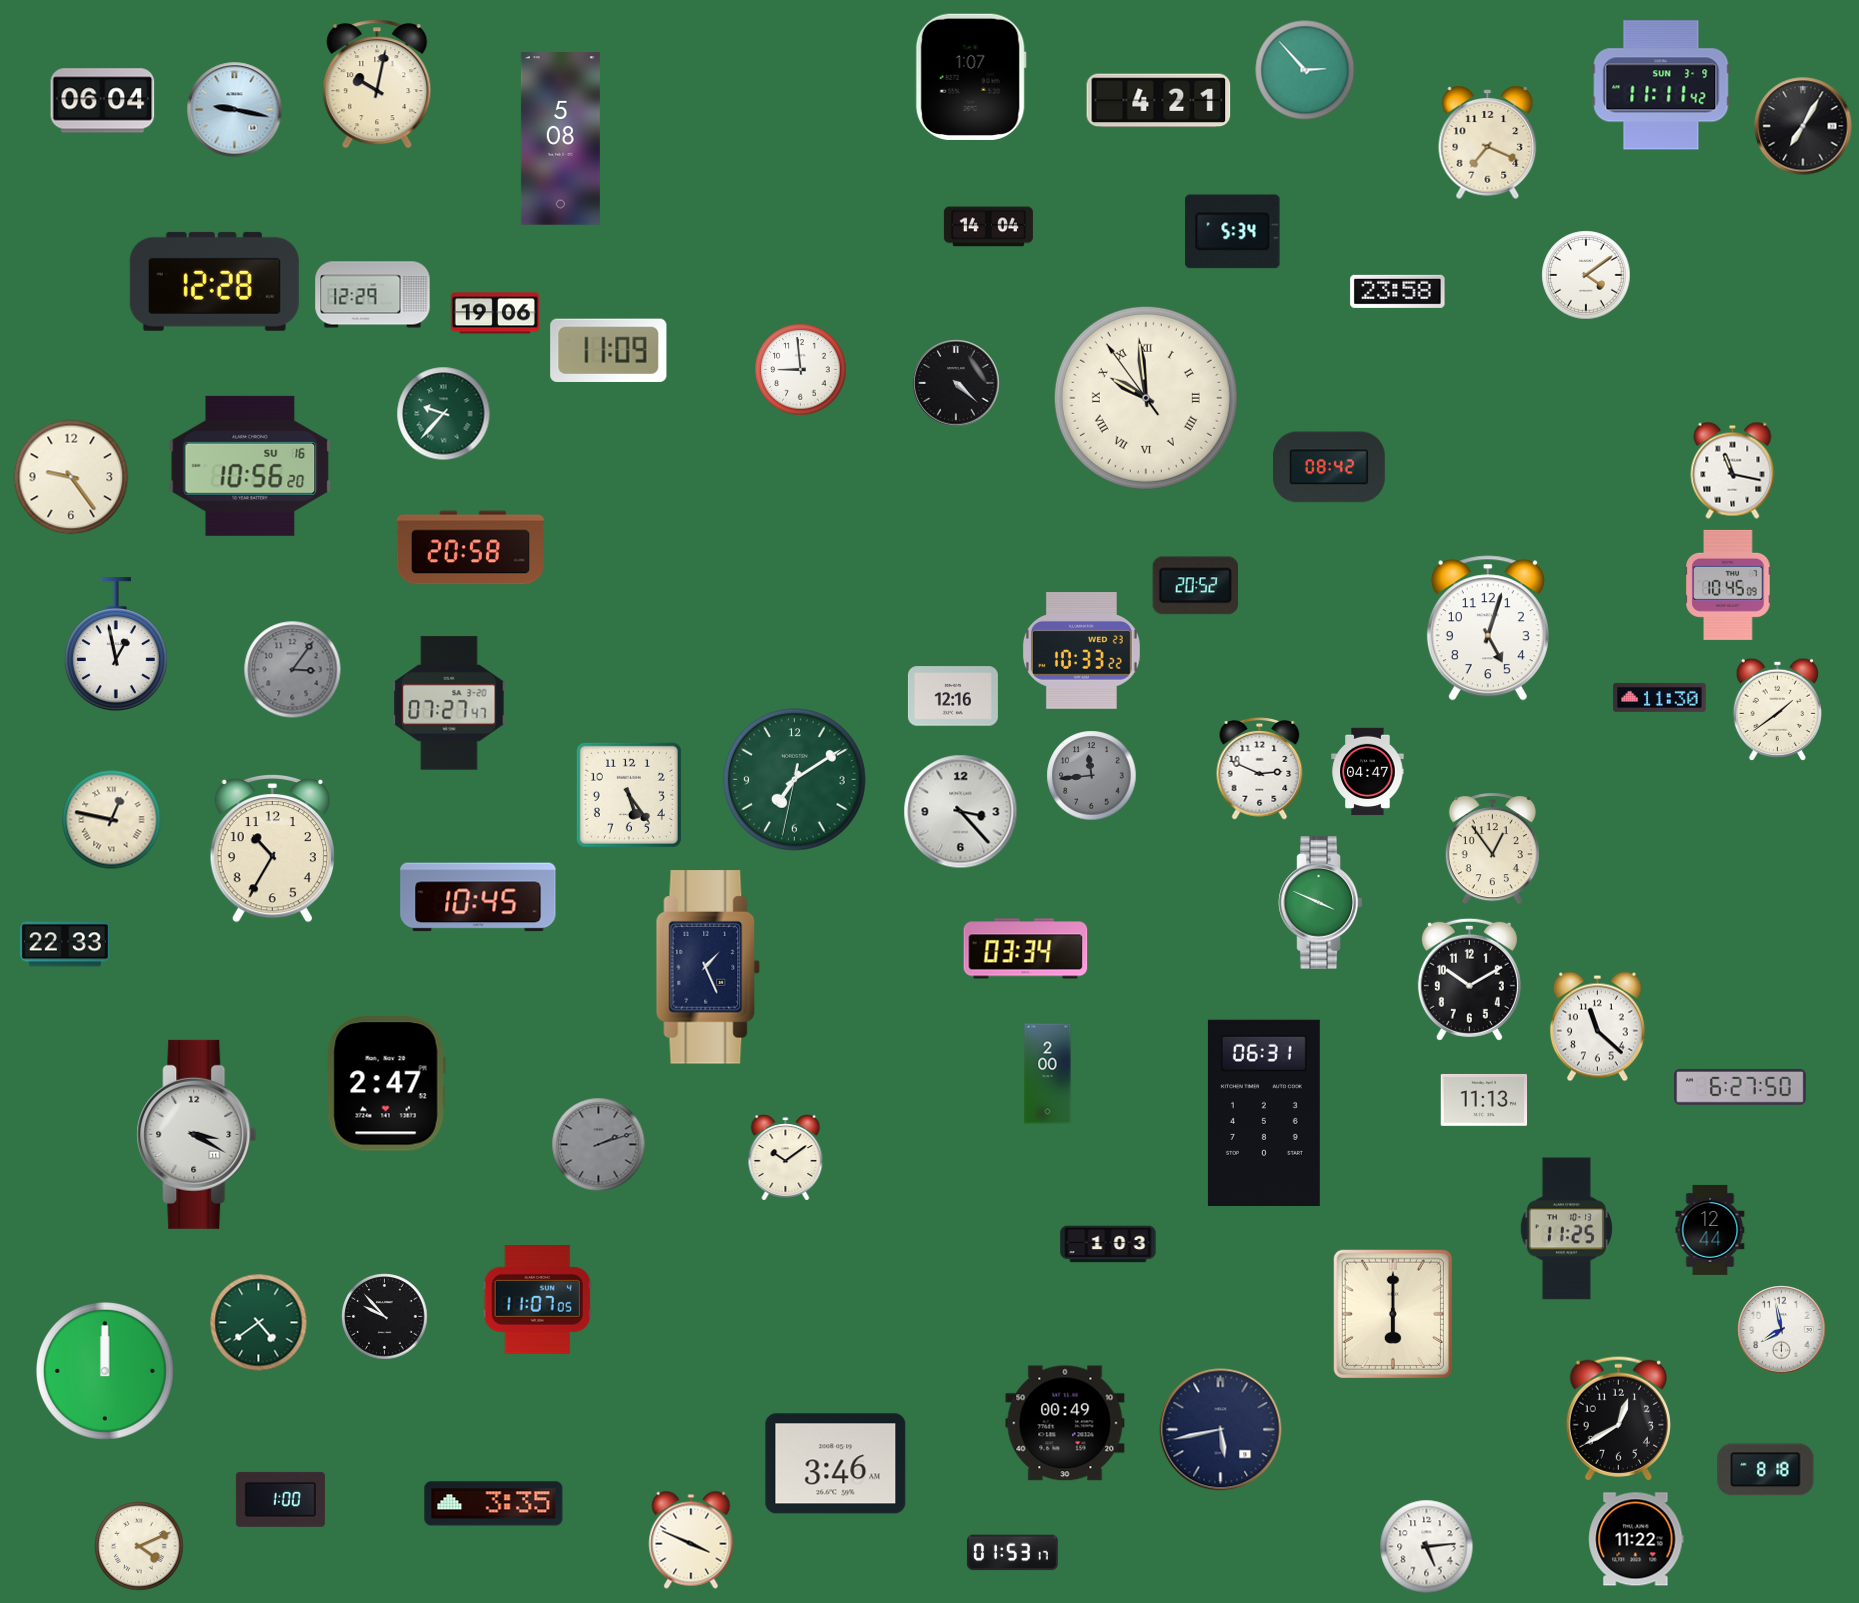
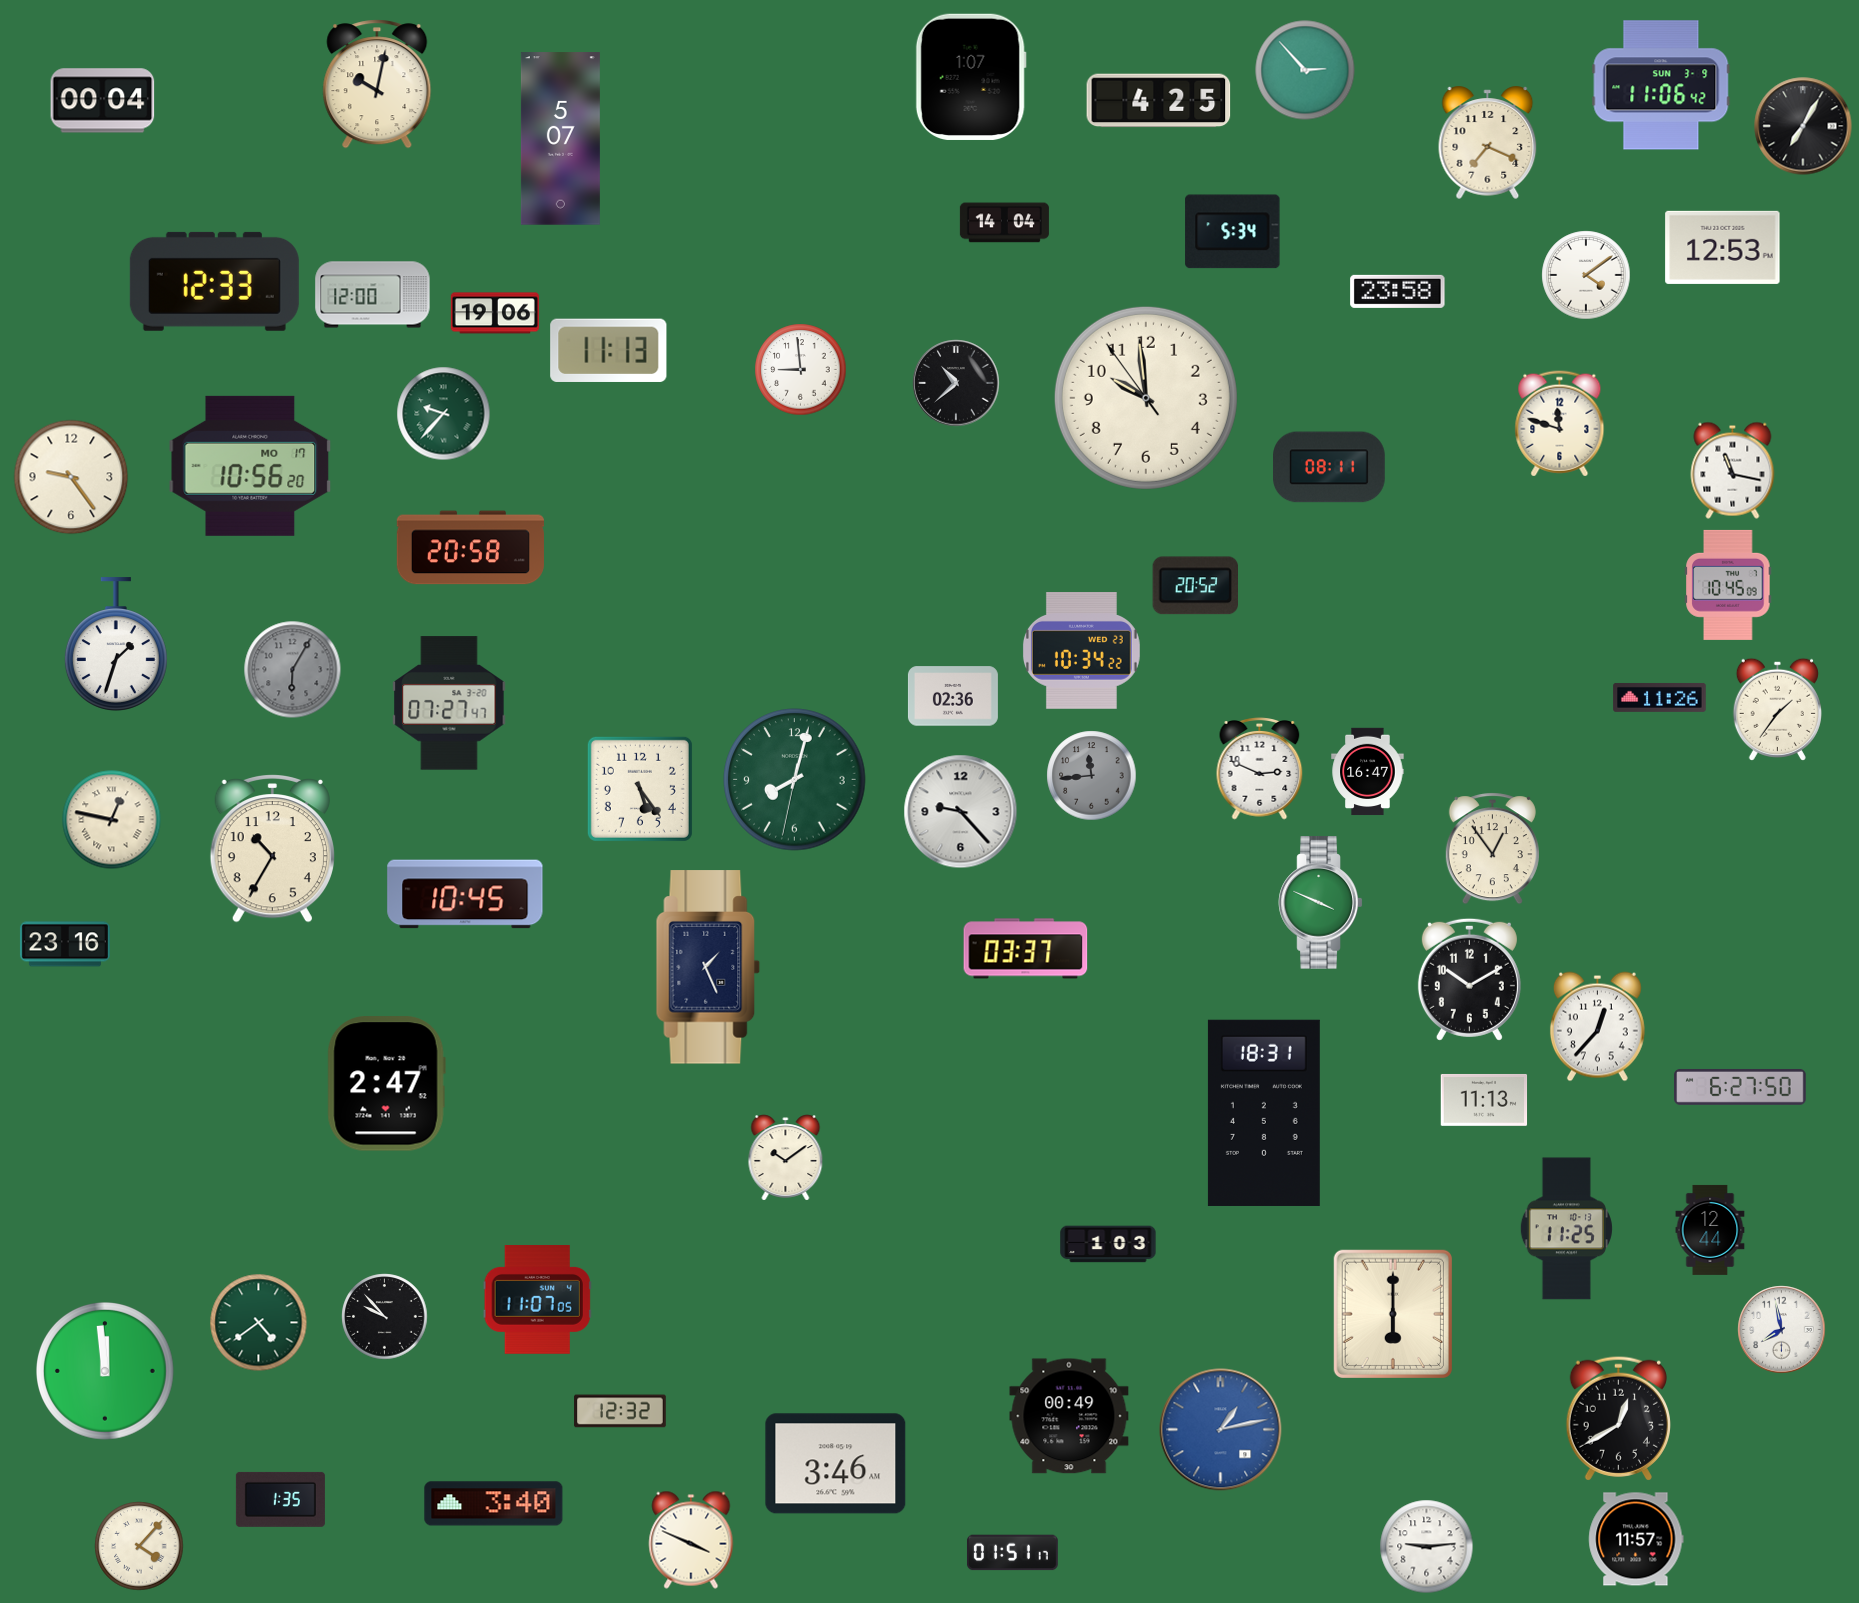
clock at (1661, 85): 11:11 -> 11:06
clock at (103, 101): 06:04 -> 00:04
clock at (1159, 101): 4:21 -> 4:25
clock at (235, 110): 9:17 -> none
clock at (560, 139): 5:08 -> 5:07
clock at (988, 227) position: (988, 227) -> (1004, 223)
clock at (1723, 247): none -> 12:53
clock at (214, 281): 12:28 -> 12:33
clock at (373, 295): 12:29 -> 12:00
clock at (609, 350): 11:09 -> 11:13
clock at (956, 383): 4:22 -> 10:38
clock at (1146, 398) numerals: Roman -> Arabic
clock at (1560, 424): none -> 11:48
clock at (250, 466) date: SU 16 -> MO 17
clock at (1330, 467): 08:42 -> 08:11
clock at (1488, 628): 5:03 -> none
clock at (116, 644): 12:58 -> 1:33
clock at (1081, 651): 10:33 -> 10:34
clock at (293, 670): 3:06 -> 6:05
clock at (953, 696): 12:16 -> 02:36
clock at (1660, 697): 11:30 -> 11:26
clock at (1777, 709): 1:39 -> 1:36
clock at (1368, 772): 04:47 -> 16:47
clock at (795, 780): 7:09 -> 8:02
clock at (629, 795) position: (629, 795) -> (640, 789)
clock at (961, 812): 3:23 -> 9:23
clock at (478, 897) position: (478, 897) -> (465, 894)
clock at (65, 944): 22:33 -> 23:16
clock at (1026, 949): 03:34 -> 03:37
clock at (1597, 1027): 11:22 -> 12:37
clock at (1048, 1074): 2:00 -> none
clock at (1264, 1113): 06:31 -> 18:31
clock at (197, 1134): 3:20 -> none
clock at (599, 1145): 2:12 -> none
clock at (106, 1372): 12:00 -> 11:59
clock at (620, 1411): none -> 12:32
clock at (1065, 1423) position: (1065, 1423) -> (1069, 1416)
clock at (1221, 1430): 5:43 -> 1:13
clock at (1221, 1430) dial: navy -> blue
clock at (1766, 1470): 8:18 -> none
clock at (280, 1499): 1:00 -> 1:35
clock at (494, 1504): 3:35 -> 3:40
clock at (1636, 1539): 11:22 -> 11:57
clock at (139, 1546): 4:11 -> 4:07
clock at (1427, 1547): 5:14 -> 9:14
clock at (1012, 1553): 01:53 -> 01:51
